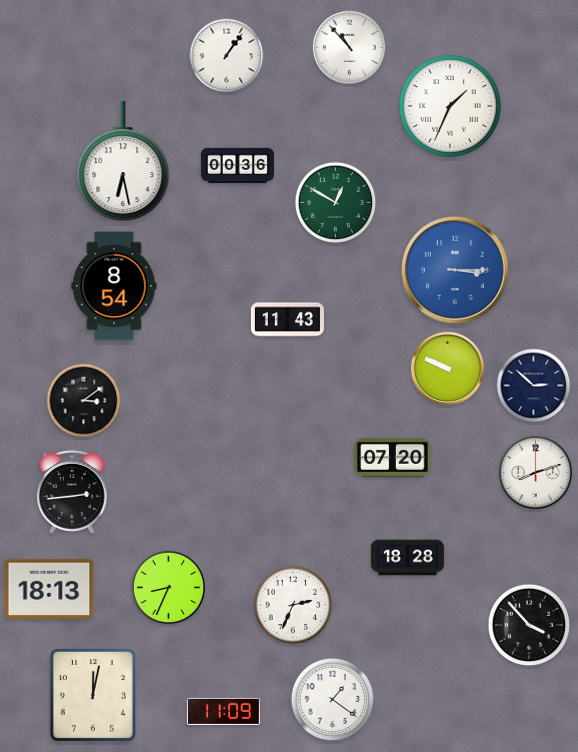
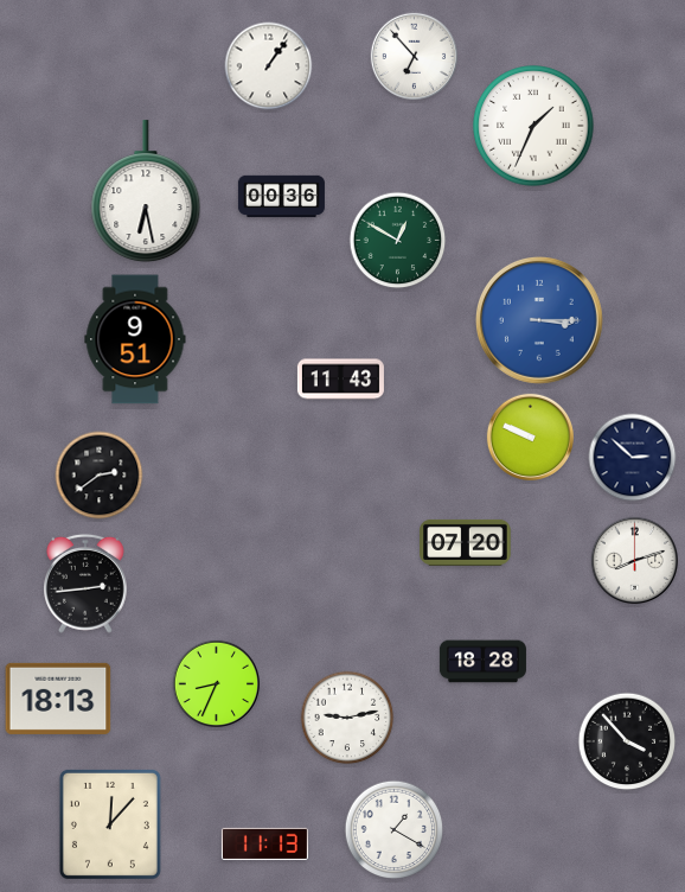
clock at (349, 47): 10:53 -> 6:53
clock at (114, 286): 8:54 -> 9:51
clock at (84, 401): 3:09 -> 2:39
clock at (168, 587) position: (168, 587) -> (216, 683)
clock at (293, 605): 2:34 -> 9:13
clock at (93, 695): 12:02 -> 12:07
clock at (333, 700): 1:21 -> 1:20
clock at (223, 711): 11:09 -> 11:13
